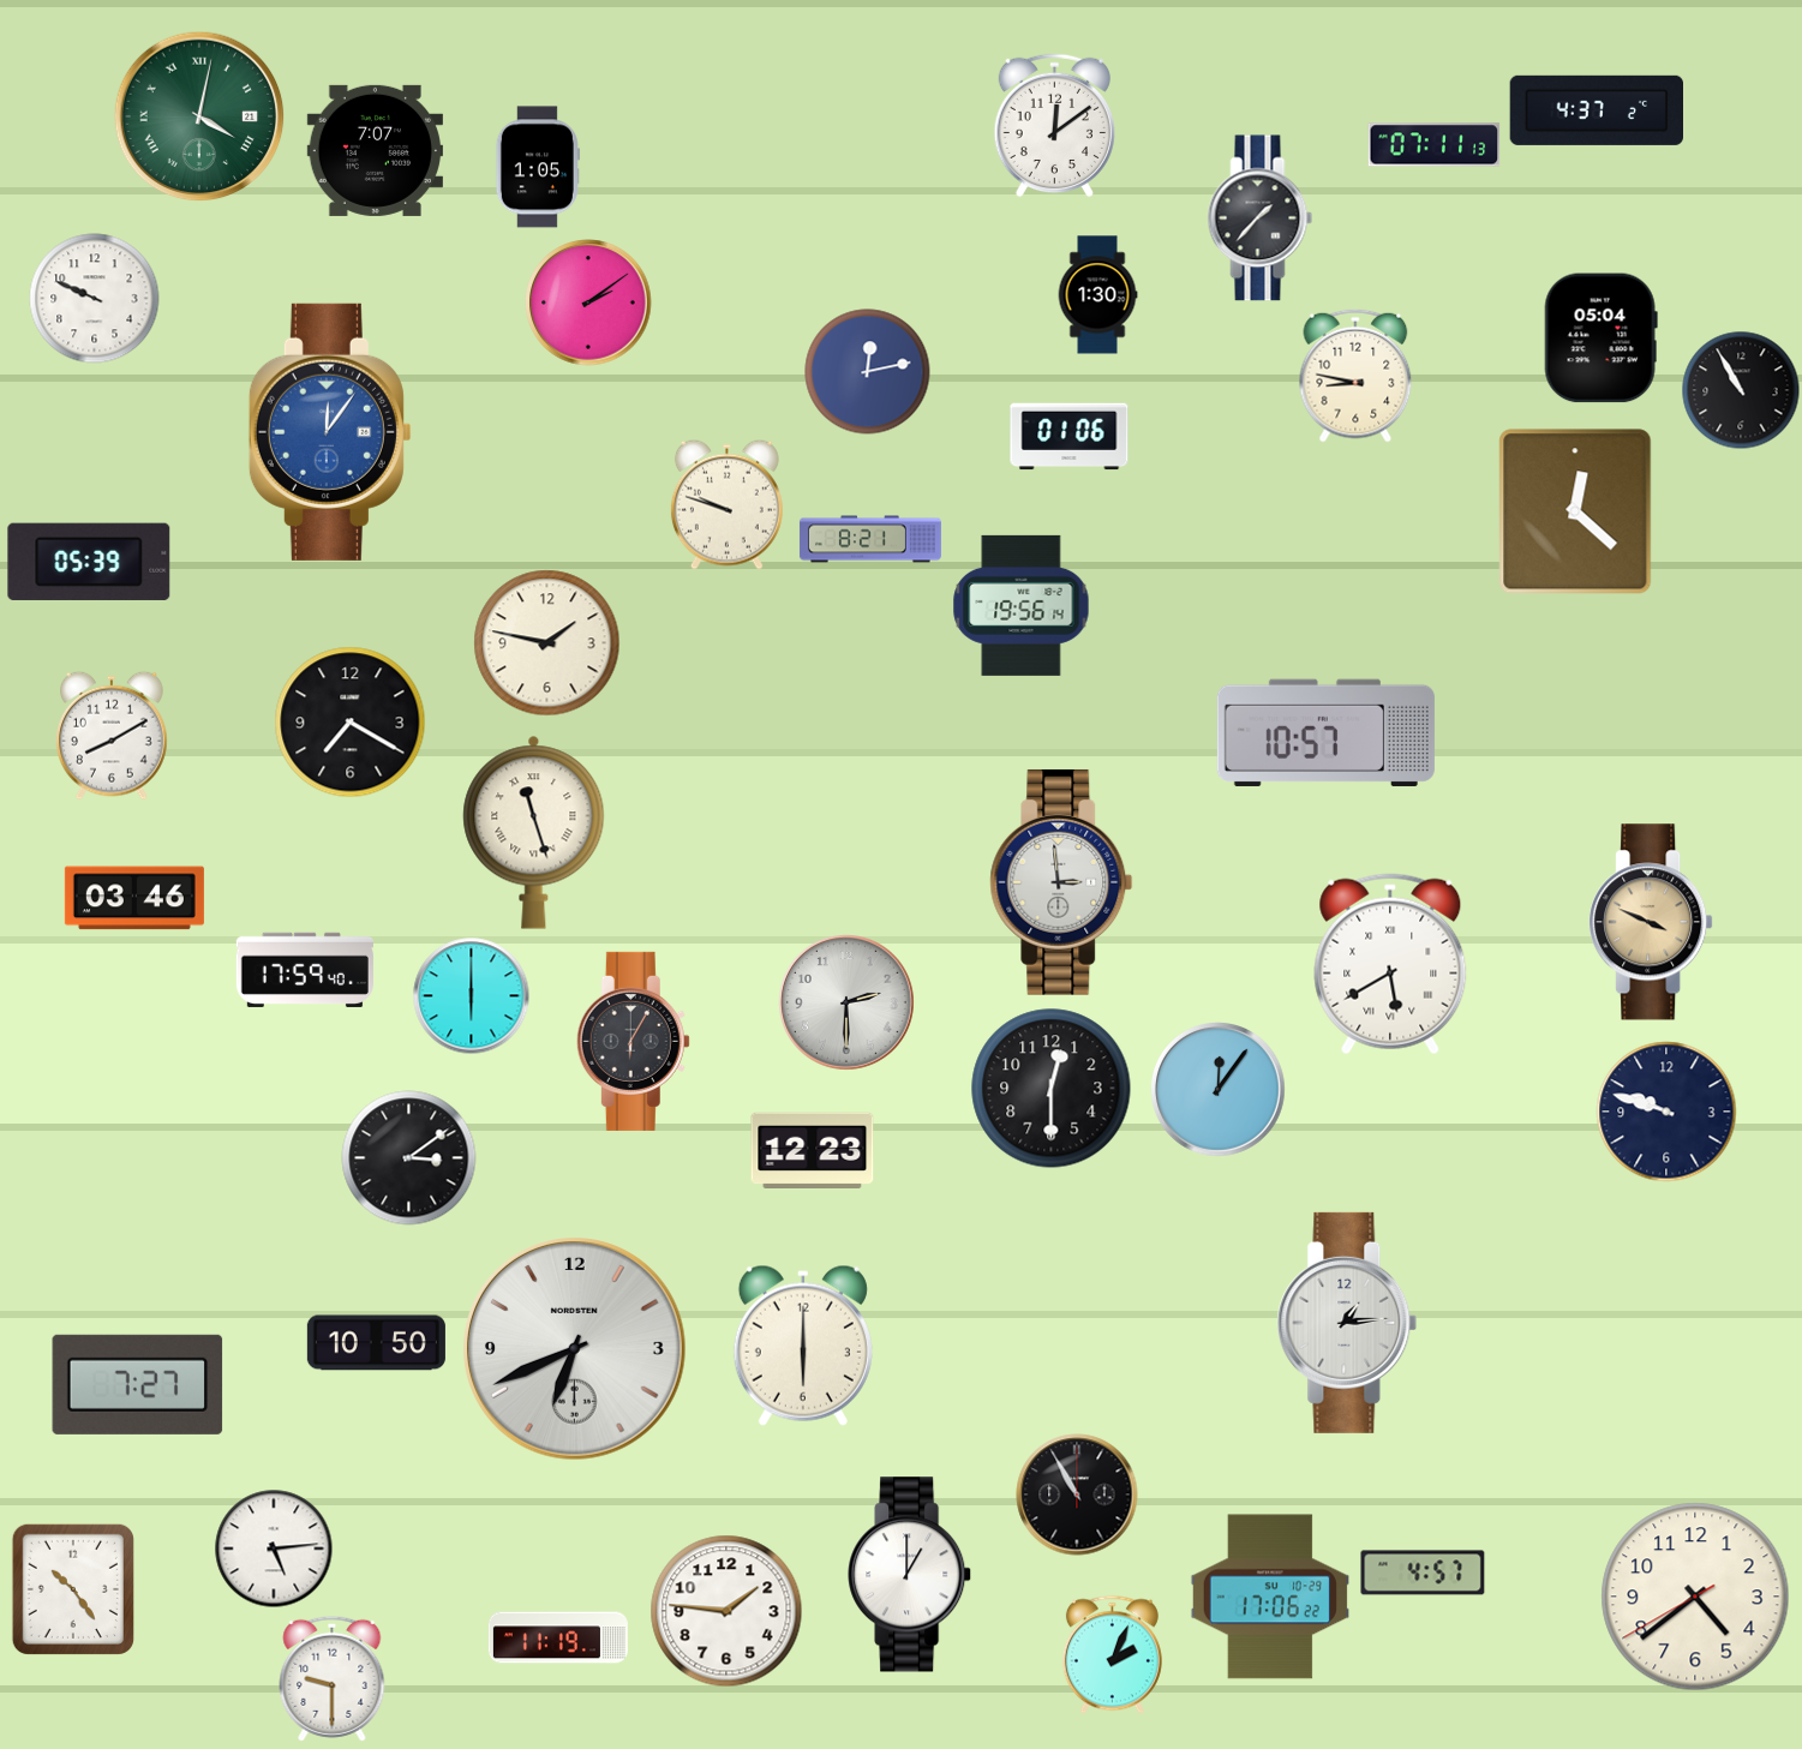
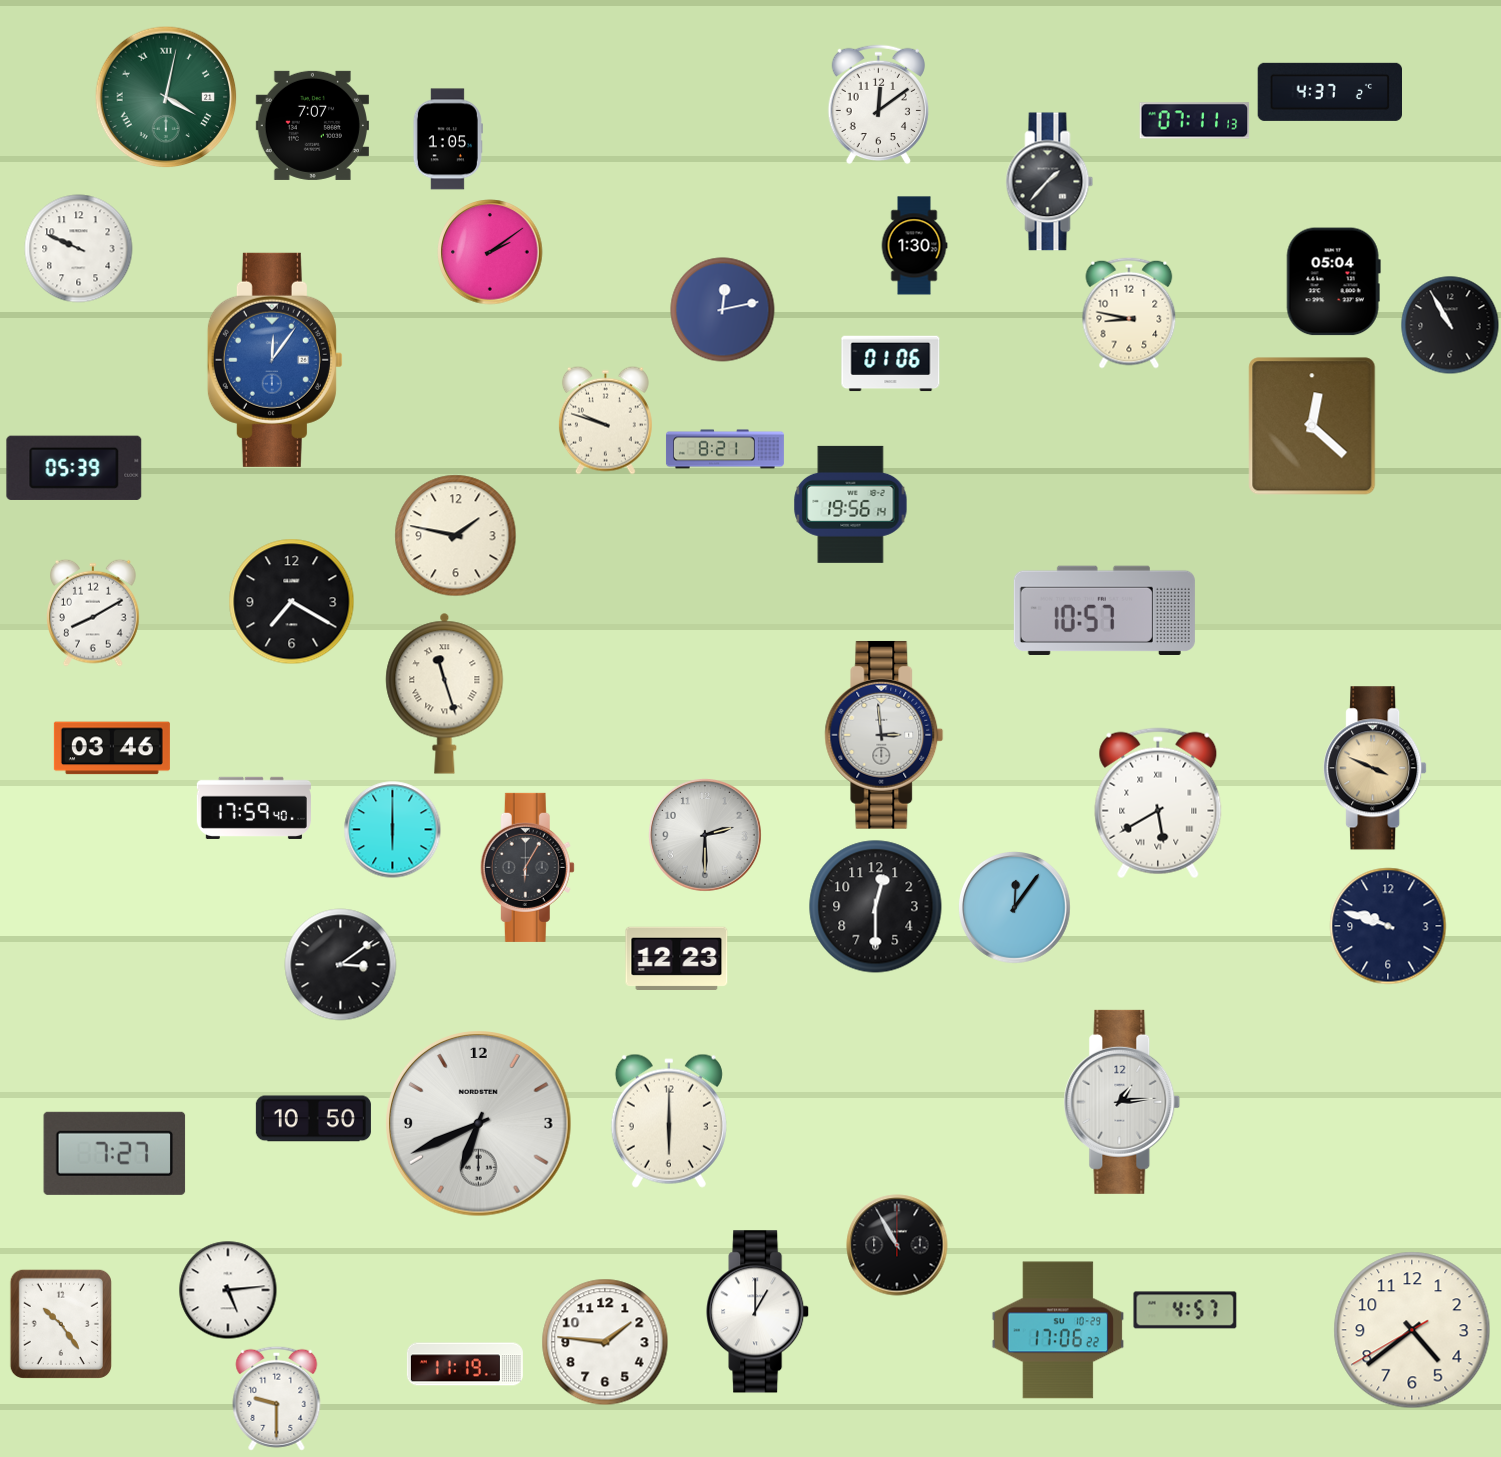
clock at (1112, 1655): 2:04 -> none
